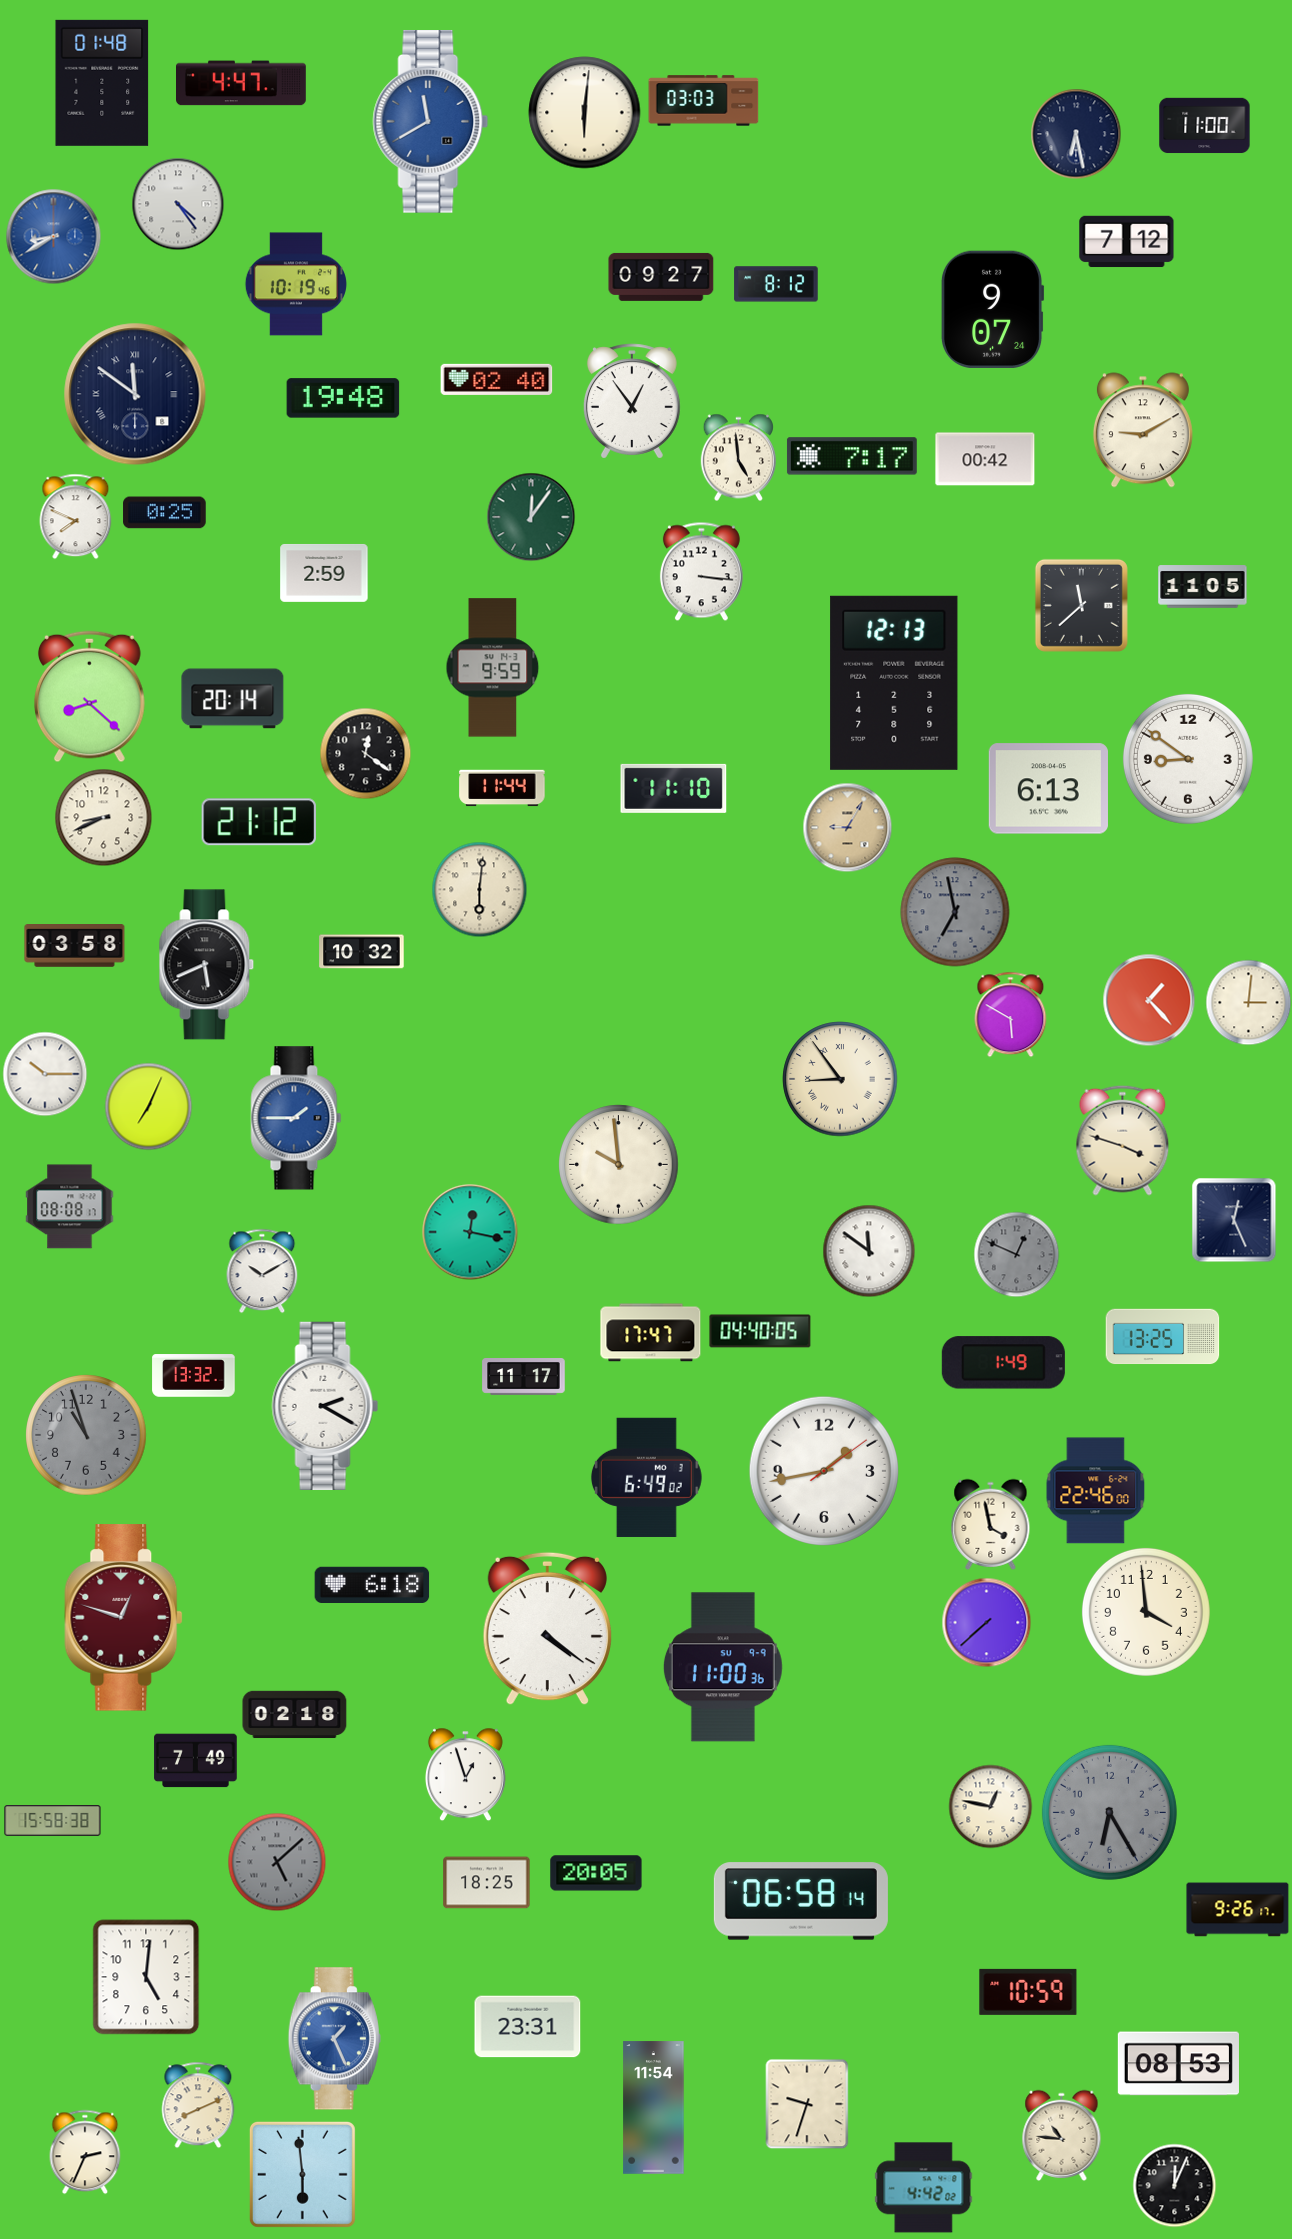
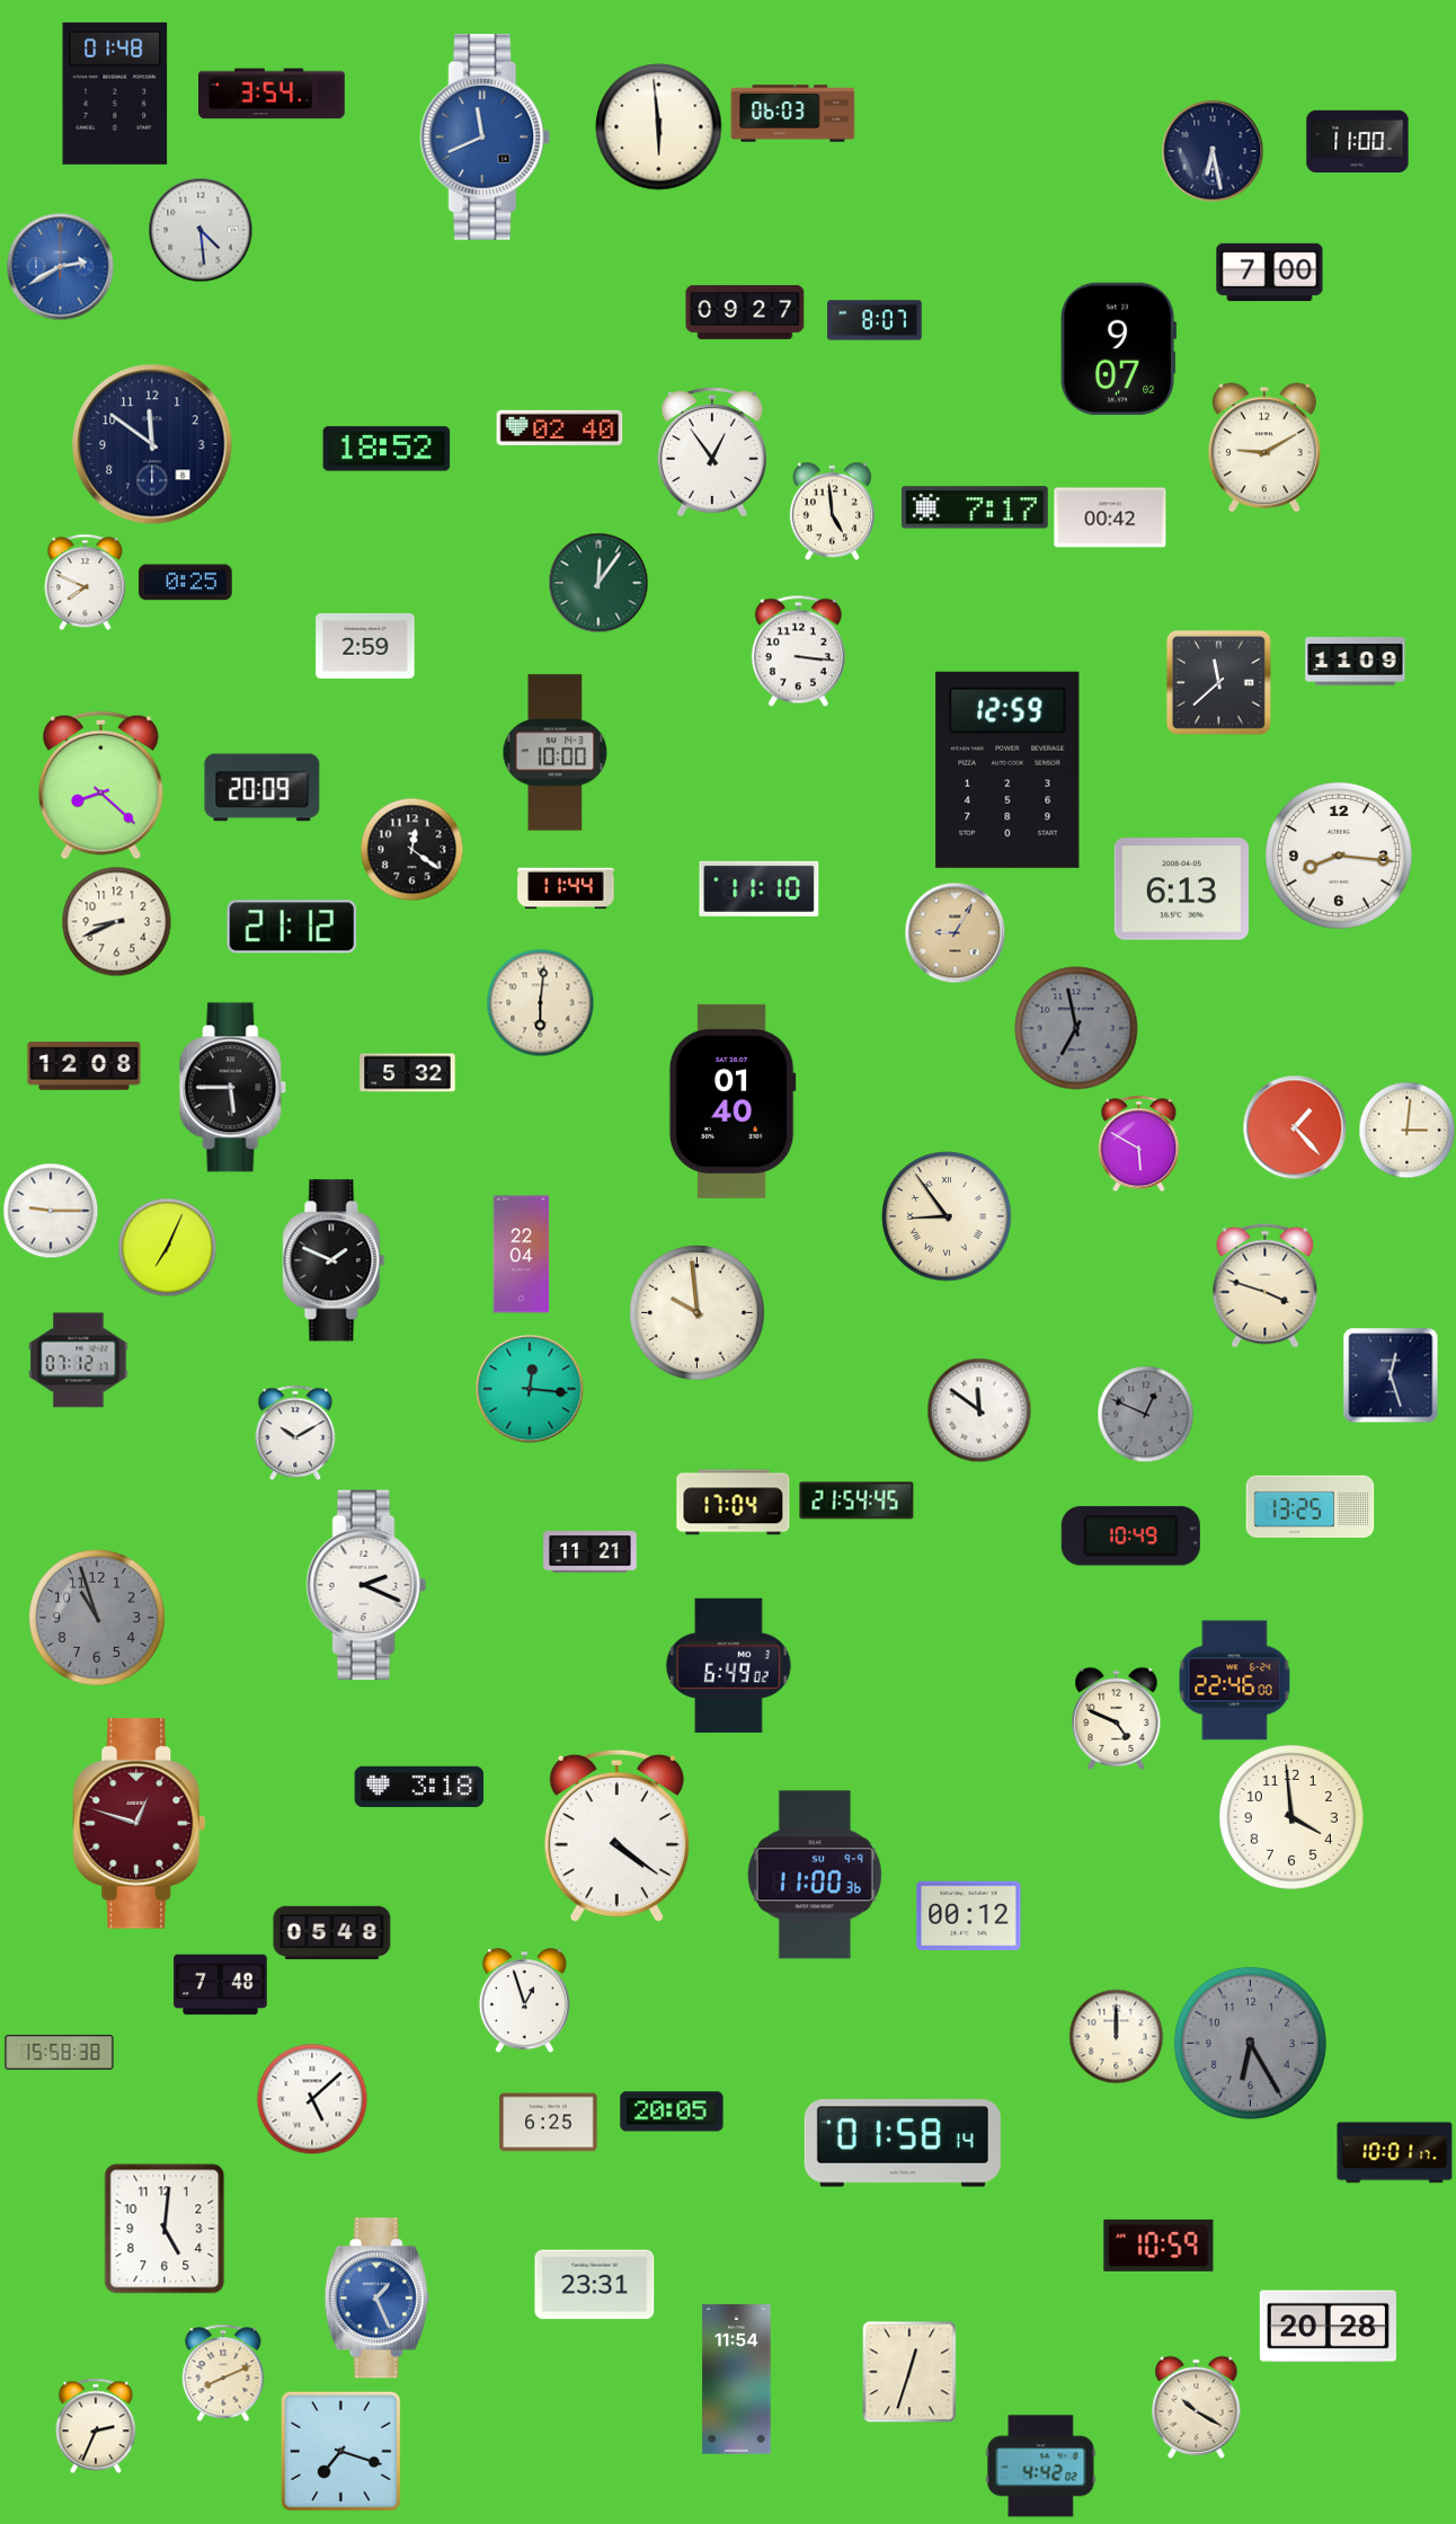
clock at (242, 83): 4:47 -> 3:54
clock at (704, 101): 03:03 -> 06:03
clock at (585, 113): 6:01 -> 5:59
clock at (431, 122): 11:40 -> 11:41
clock at (178, 204): 4:24 -> 4:29
clock at (53, 236): 8:40 -> 2:40
clock at (1127, 242): 7:12 -> 7:00
clock at (296, 284): 10:19 -> none
clock at (776, 284): 8:12 -> 8:07
clock at (992, 309): 9:07:24 -> 9:07:02
clock at (135, 394) numerals: Roman -> Arabic
clock at (343, 398): 19:48 -> 18:52
clock at (1143, 430) position: (1143, 430) -> (1264, 448)
clock at (852, 456) position: (852, 456) -> (975, 507)
clock at (738, 457) position: (738, 457) -> (832, 511)
clock at (165, 513) position: (165, 513) -> (186, 583)
clock at (701, 571) position: (701, 571) -> (798, 650)
clock at (1203, 587): 11:05 -> 11:09
clock at (493, 668): 9:59 -> 10:00
clock at (894, 683): 12:13 -> 12:59
clock at (233, 699): 20:14 -> 20:09
clock at (1188, 759): 8:51 -> 8:16
clock at (75, 946): 03:58 -> 12:08
clock at (362, 952): 10:32 -> 5:32
clock at (207, 965): 5:41 -> 5:45
clock at (733, 1101): none -> 01:40
clock at (45, 1074): 10:15 -> 9:15
clock at (522, 1255): none -> 22:04
clock at (296, 1118): 1:45 -> 1:49
clock at (296, 1118) dial: blue -> black
clock at (70, 1207): 08:08 -> 07:12
clock at (1234, 1220): 12:26 -> 12:27
clock at (470, 1232): 12:17 -> 12:16
clock at (760, 1331): 04:40 -> 21:54
clock at (651, 1333): 17:47 -> 17:04
clock at (1003, 1363): 1:49 -> 10:49
clock at (194, 1376): 13:32 -> none
clock at (524, 1377): 11:17 -> 11:21
clock at (325, 1406): 2:20 -> 2:19
clock at (823, 1470): 1:43 -> none
clock at (991, 1524): 3:58 -> 4:49
clock at (372, 1584): 6:18 -> 3:18
clock at (986, 1622): 7:38 -> none
clock at (723, 1667) position: (723, 1667) -> (815, 1875)
clock at (969, 1916): none -> 00:12
clock at (295, 1715): 02:18 -> 05:48
clock at (196, 1761): 7:49 -> 7:48
clock at (990, 1806): 12:47 -> 12:00
clock at (277, 1862) dial: grey -> white
clock at (487, 1883): 18:25 -> 6:25
clock at (801, 1901): 06:58 -> 01:58
clock at (1238, 1910): 9:26 -> 10:01
clock at (1178, 2064): 08:53 -> 20:28
clock at (807, 2104): 9:33 -> 12:33
clock at (654, 2108) position: (654, 2108) -> (737, 2380)
clock at (1062, 2135): 10:46 -> 10:20
clock at (302, 2174): 5:59 -> 7:18
clock at (1174, 2185): 12:04 -> none
